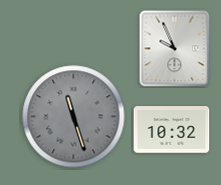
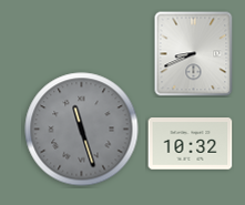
clock at (175, 49): 9:56 -> 8:41
